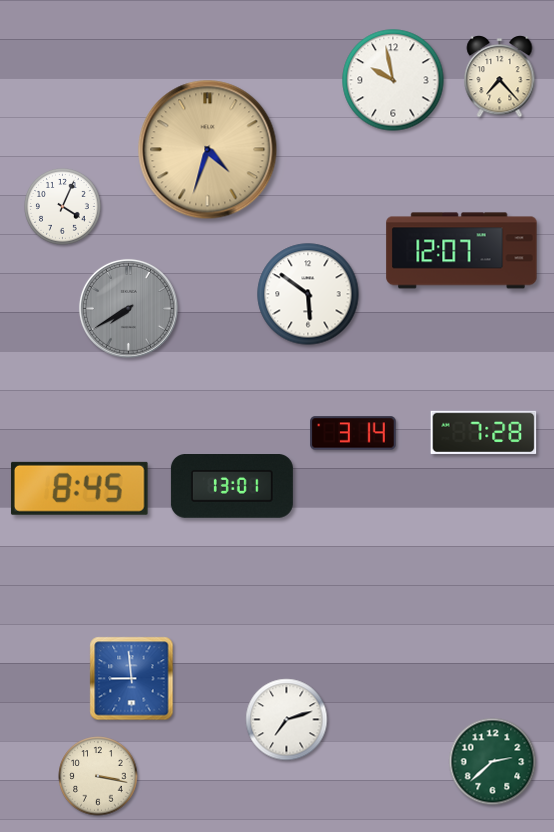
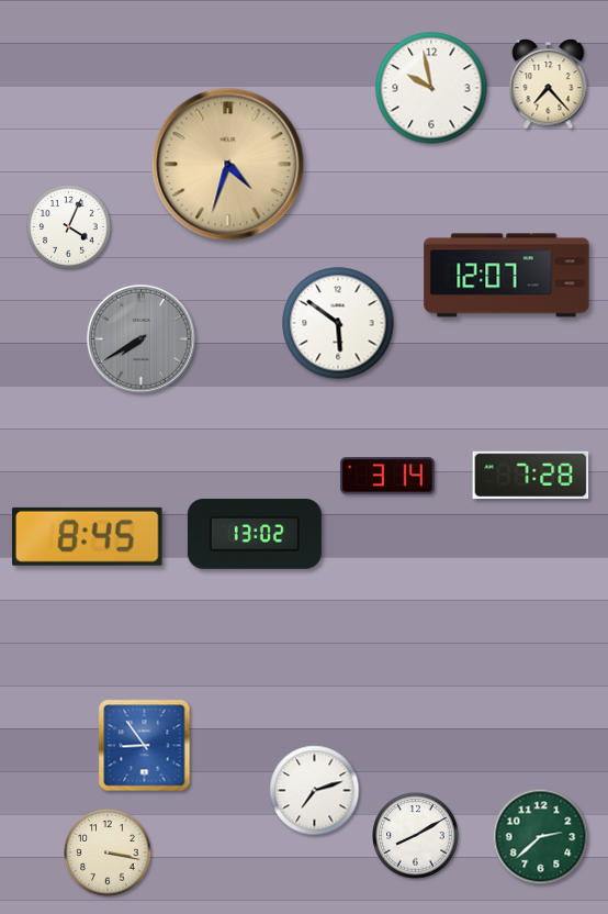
clock at (232, 487): 13:01 -> 13:02
clock at (132, 679): 8:59 -> 8:54
clock at (416, 836): none -> 8:10
